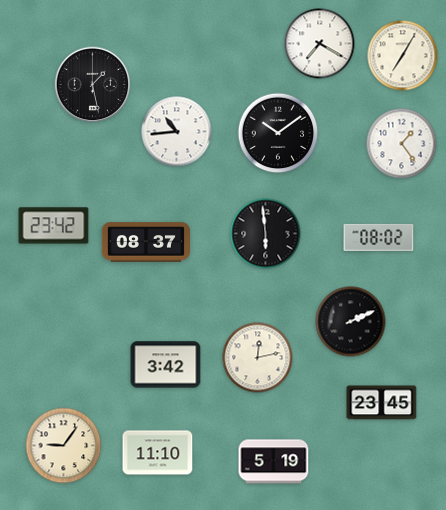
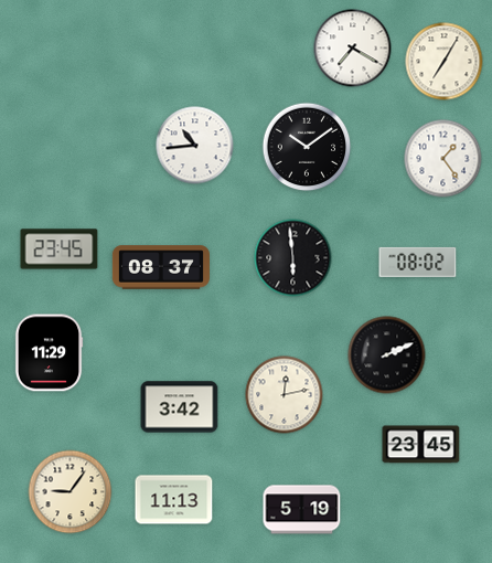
clock at (93, 85): 1:28 -> none
clock at (54, 226): 23:42 -> 23:45
clock at (49, 353): none -> 11:29
clock at (166, 365) position: (166, 365) -> (180, 407)
clock at (158, 453): 11:10 -> 11:13
